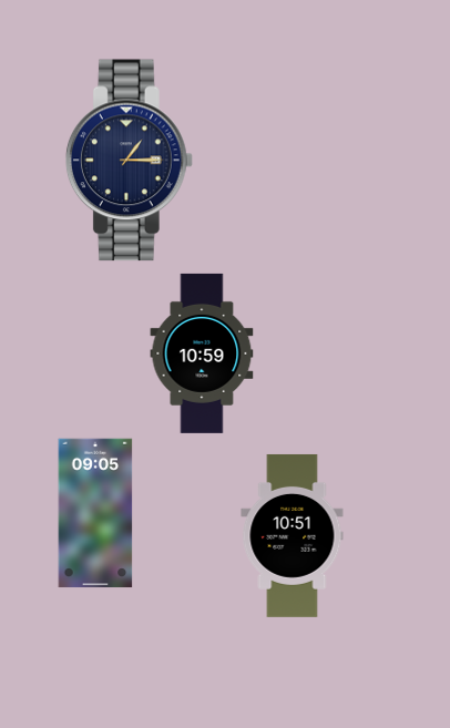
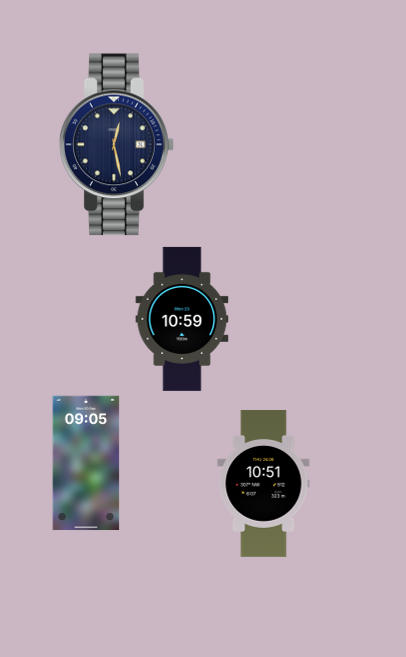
clock at (129, 161): 1:15 -> 12:28
